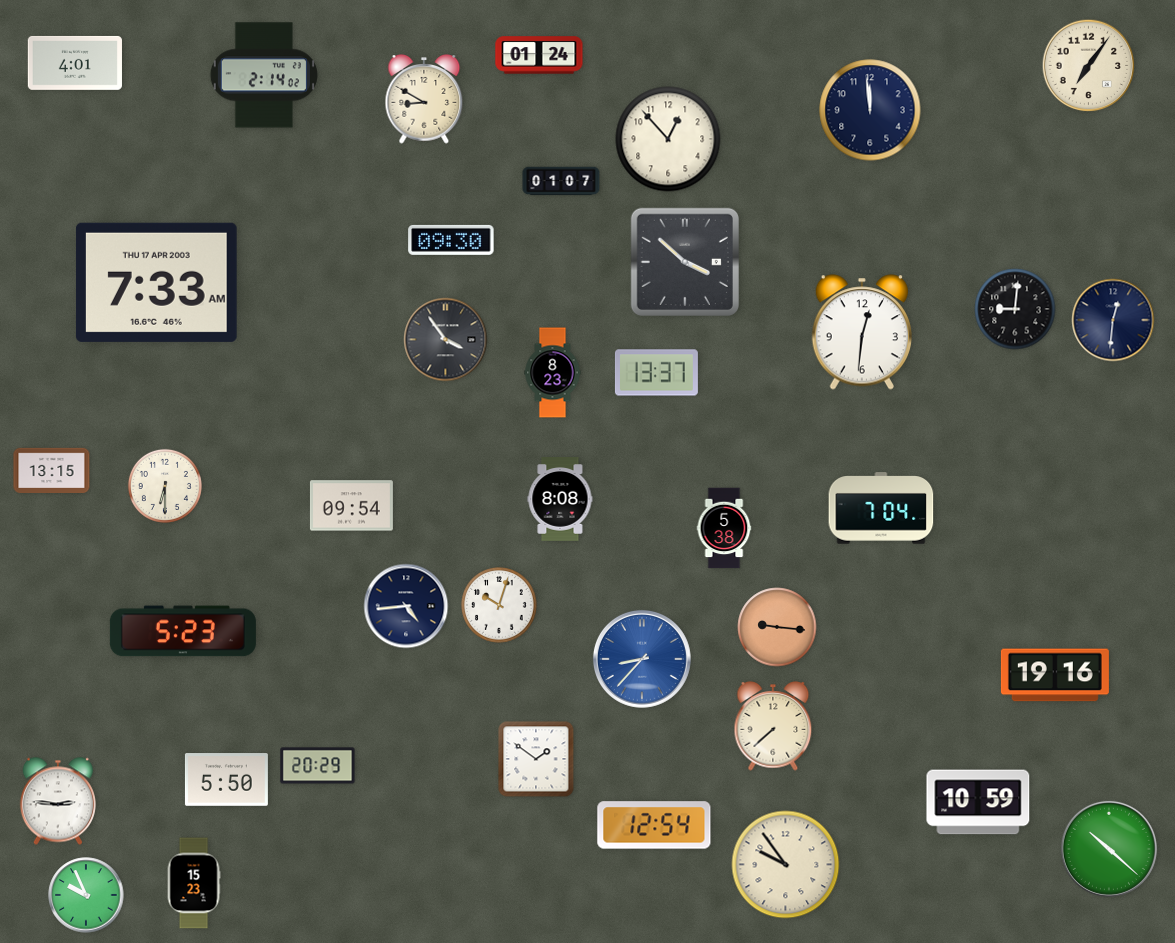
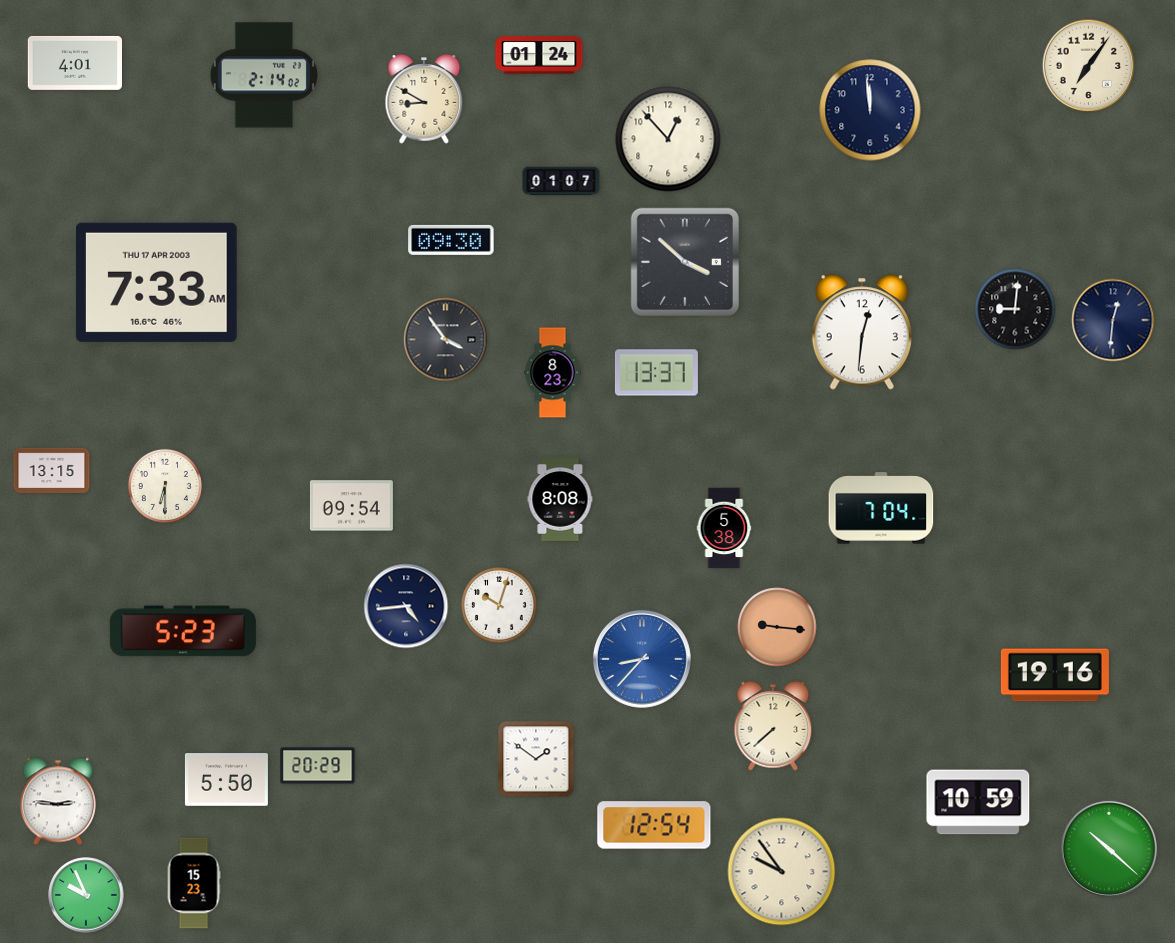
clock at (786, 865) position: (786, 865) -> (782, 872)
